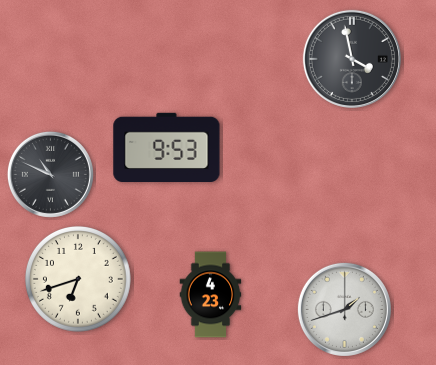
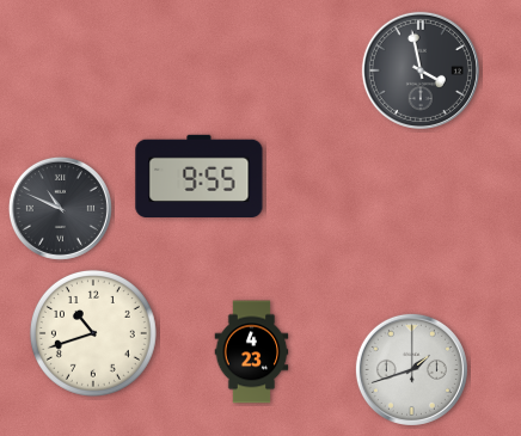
clock at (167, 147): 9:53 -> 9:55
clock at (78, 279): 6:42 -> 10:42
